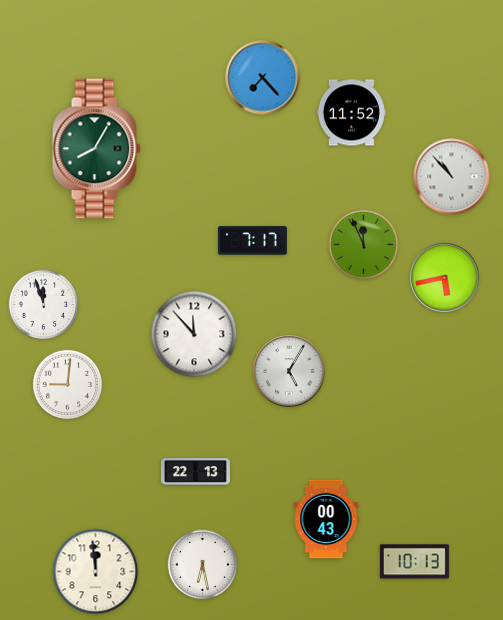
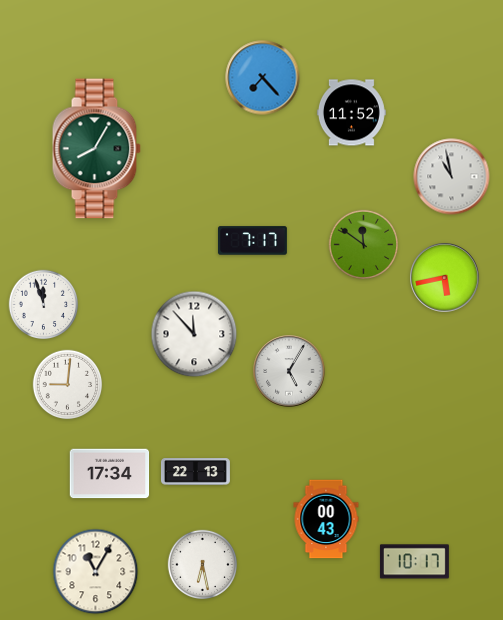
clock at (452, 177): 10:53 -> 10:58
clock at (364, 245): 11:56 -> 11:51
clock at (110, 474): none -> 17:34
clock at (414, 562): 10:13 -> 10:17
clock at (96, 572): 11:59 -> 11:05
